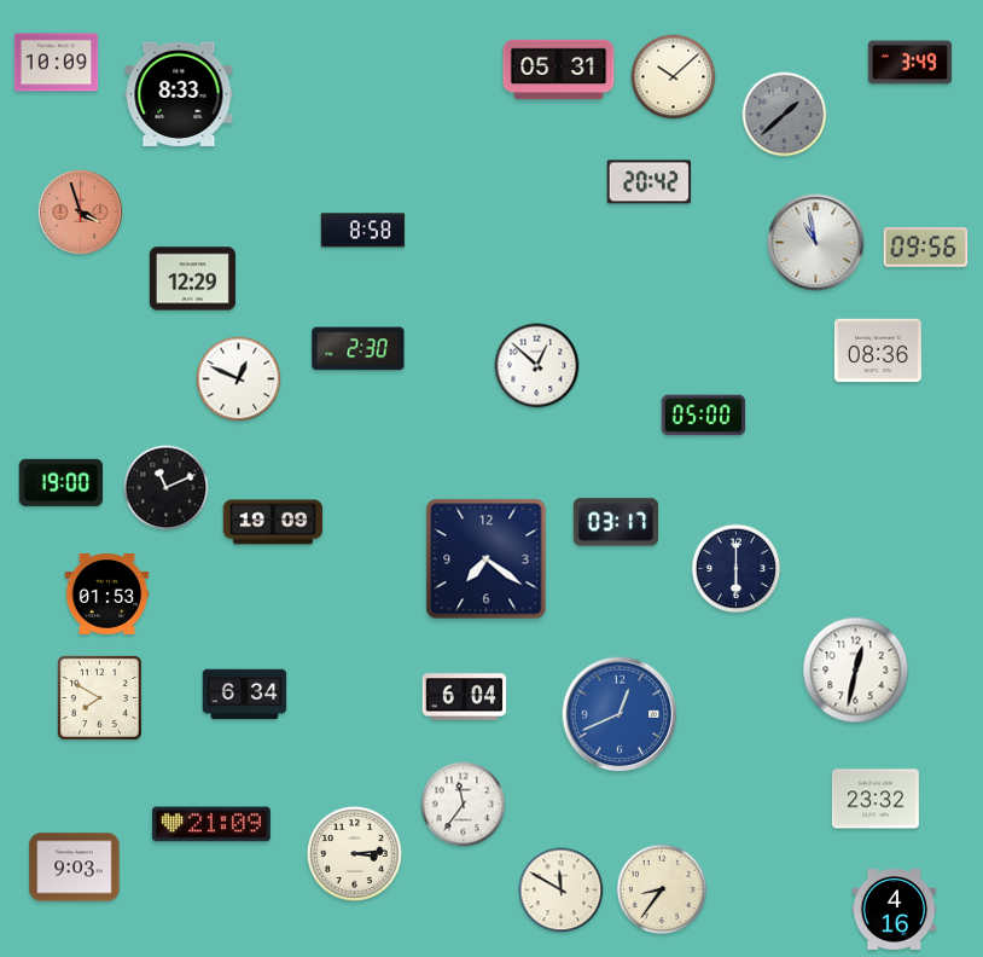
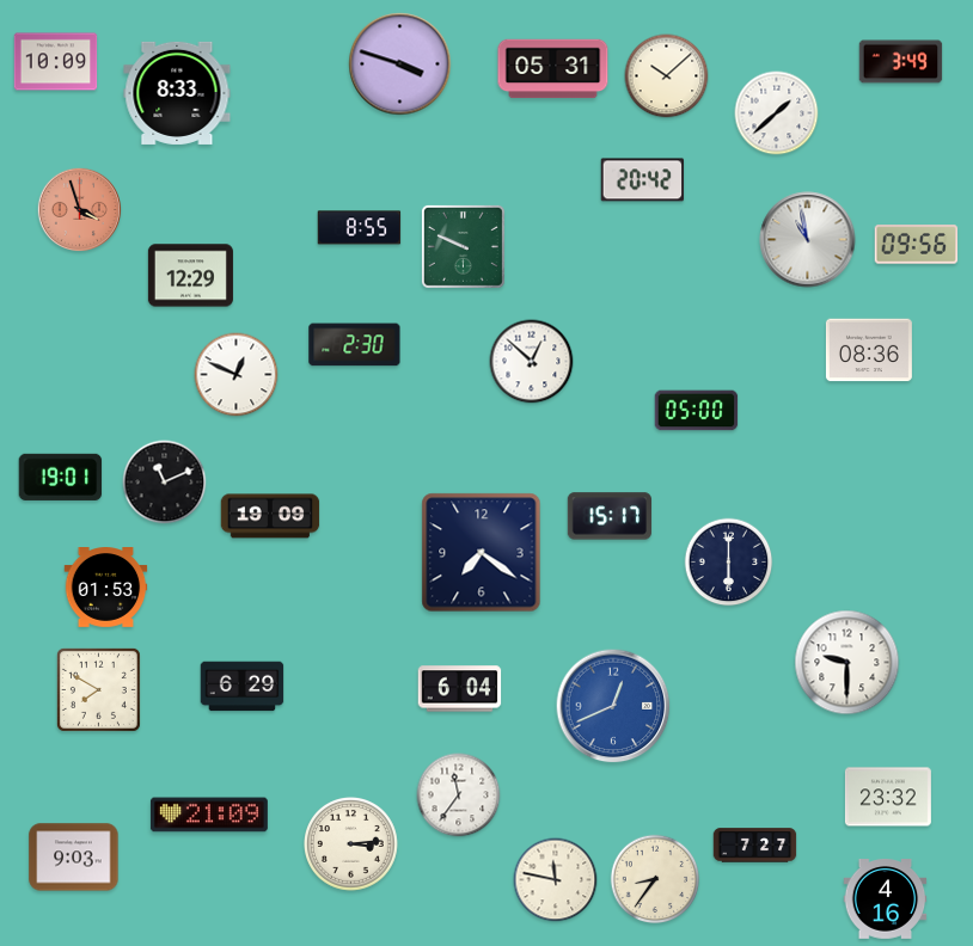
clock at (400, 64): none -> 3:48
clock at (785, 115) dial: grey -> white
clock at (363, 231): 8:58 -> 8:55
clock at (463, 246): none -> 9:49
clock at (878, 350) position: (878, 350) -> (869, 350)
clock at (62, 482): 19:00 -> 19:01
clock at (615, 522): 03:17 -> 15:17
clock at (856, 671): 12:32 -> 9:30
clock at (245, 695): 6:34 -> 6:29
clock at (876, 799) position: (876, 799) -> (888, 797)
clock at (755, 846): none -> 7:27
clock at (562, 891): 11:50 -> 11:47
